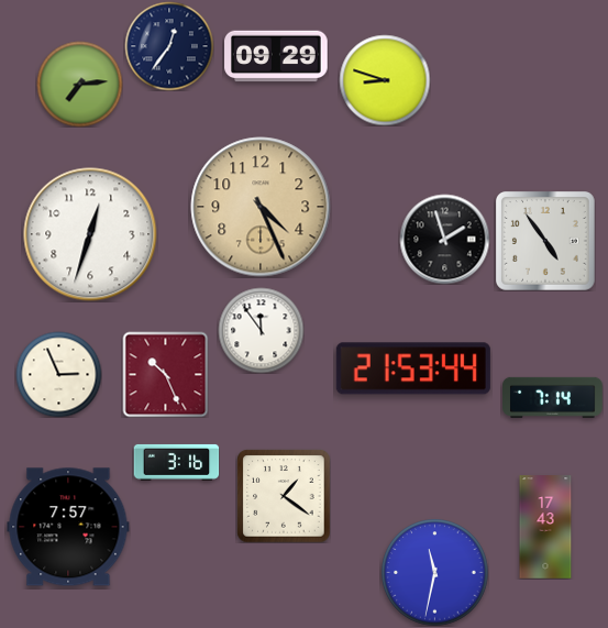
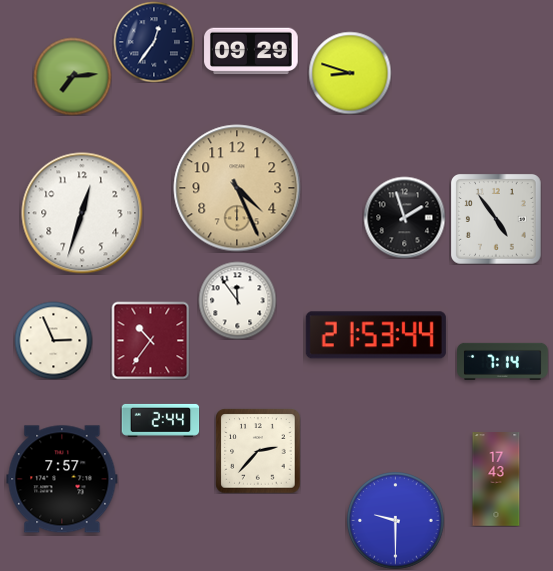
clock at (165, 374): 10:26 -> 10:36
clock at (176, 462): 3:16 -> 2:44
clock at (284, 496): 1:21 -> 2:37
clock at (435, 573): 11:32 -> 9:30
